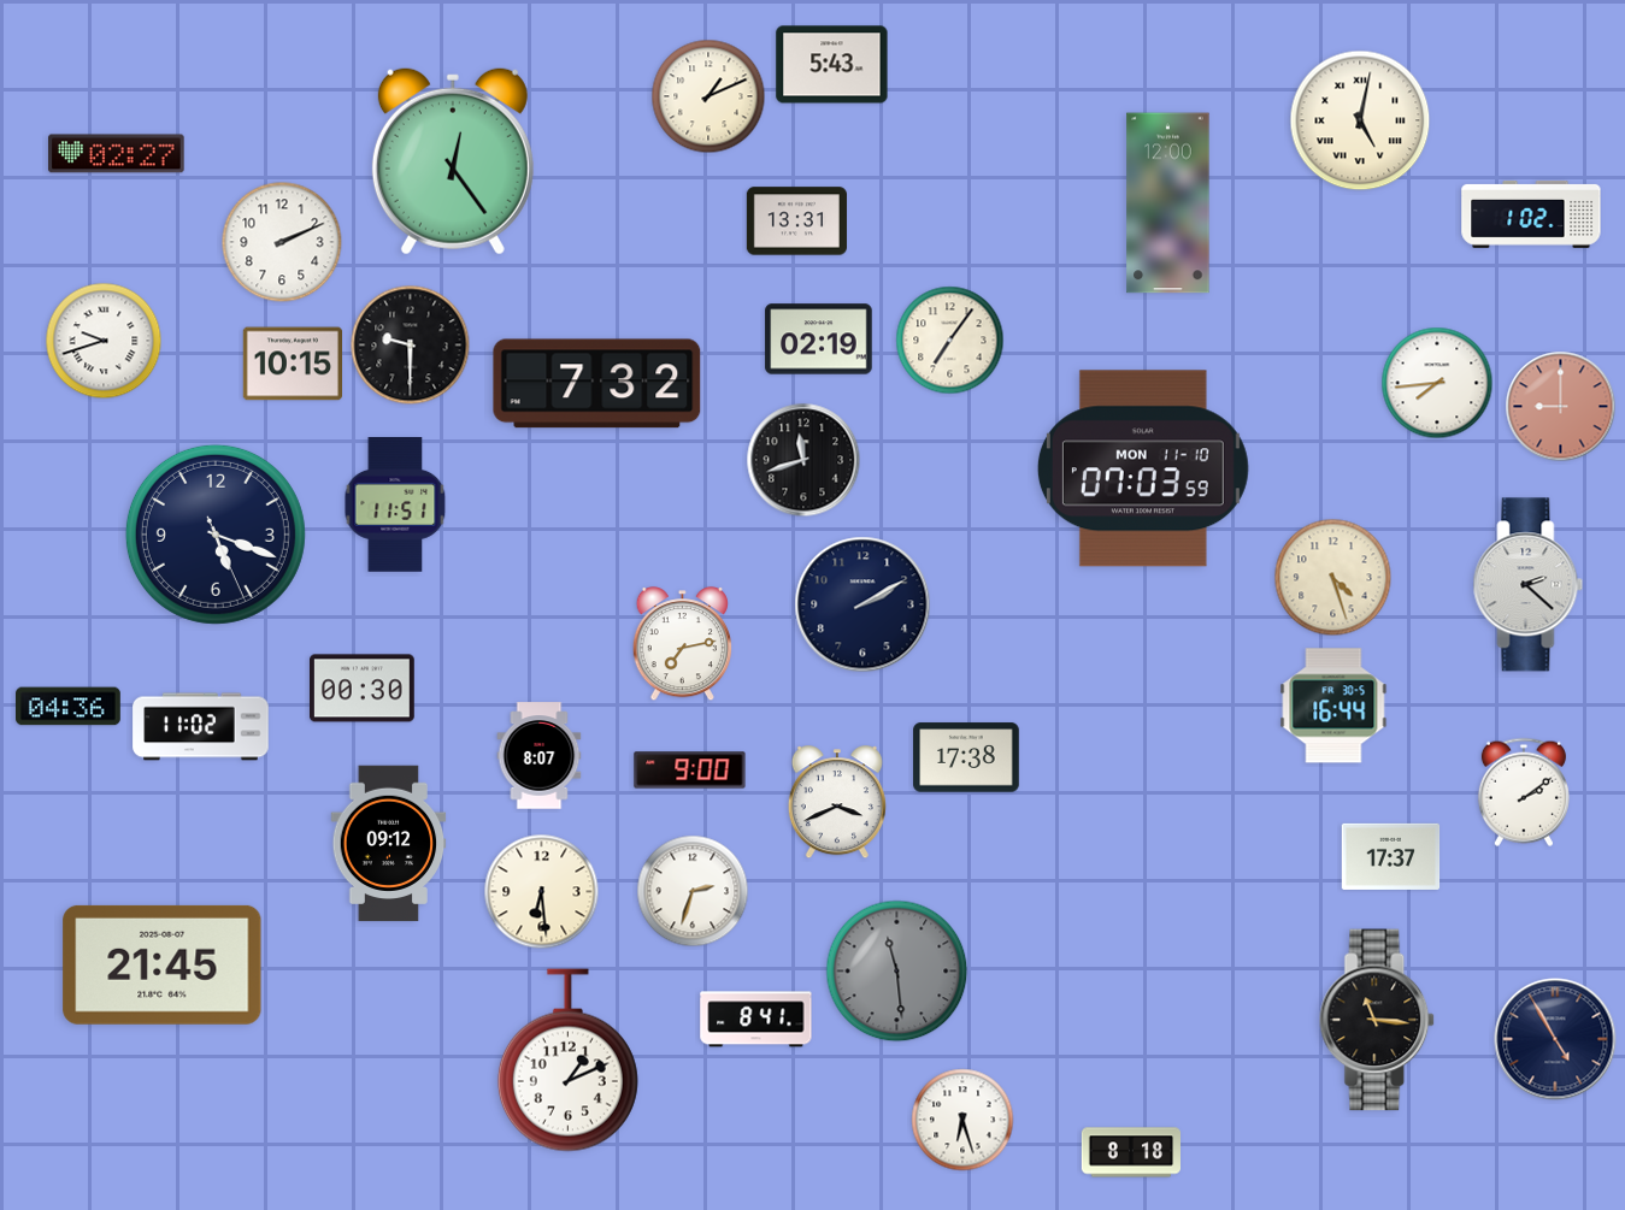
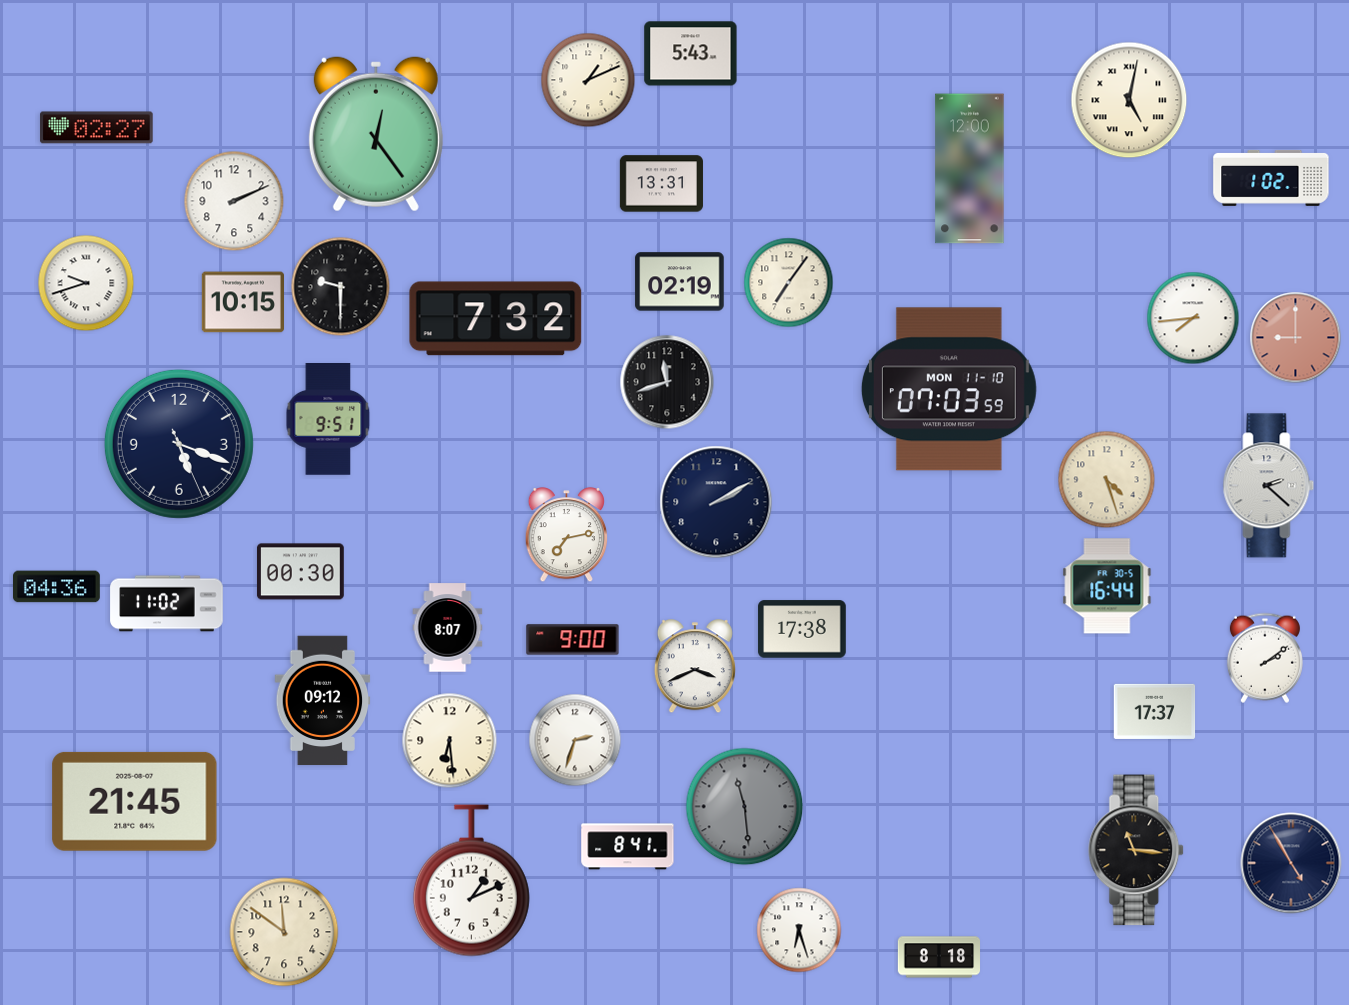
clock at (395, 506): 11:51 -> 9:51
clock at (1378, 1020) position: (1378, 1020) -> (1137, 850)
clock at (284, 932): none -> 11:51
